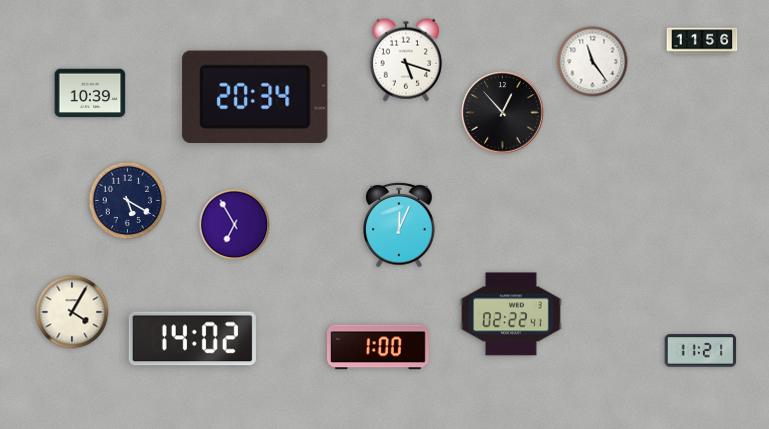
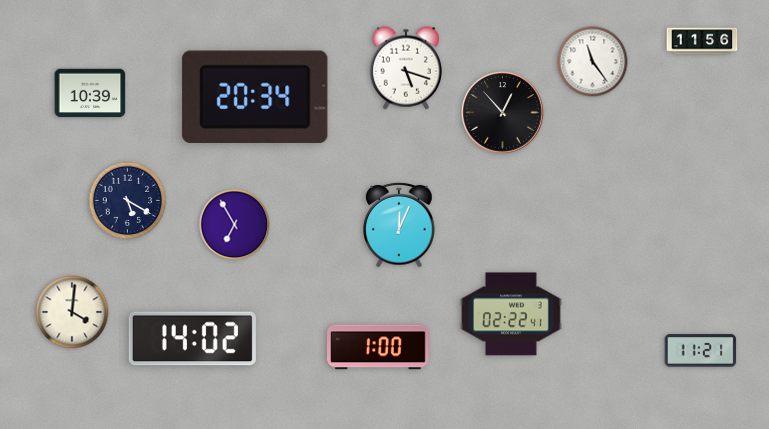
clock at (405, 60) position: (405, 60) -> (405, 68)
clock at (72, 312): 4:05 -> 4:01
